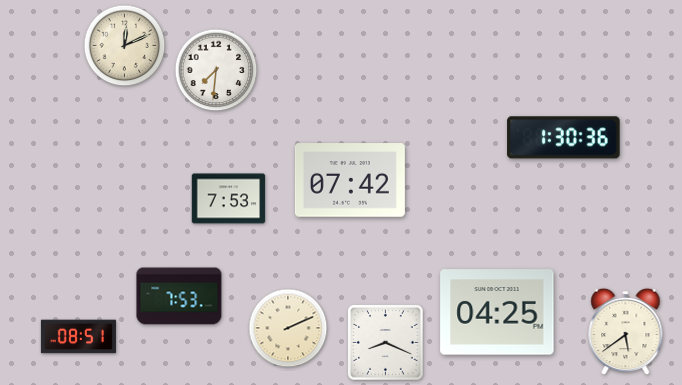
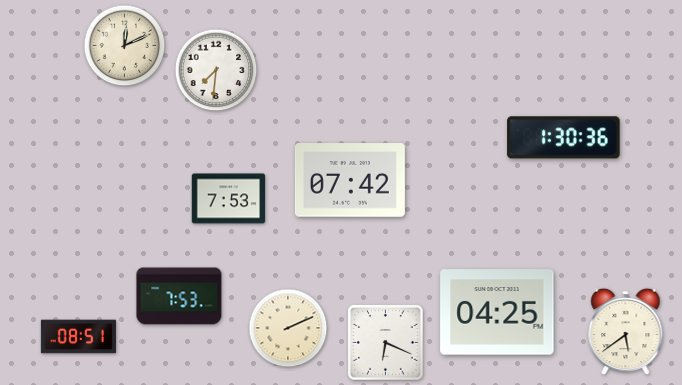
clock at (386, 343): 8:19 -> 6:19
